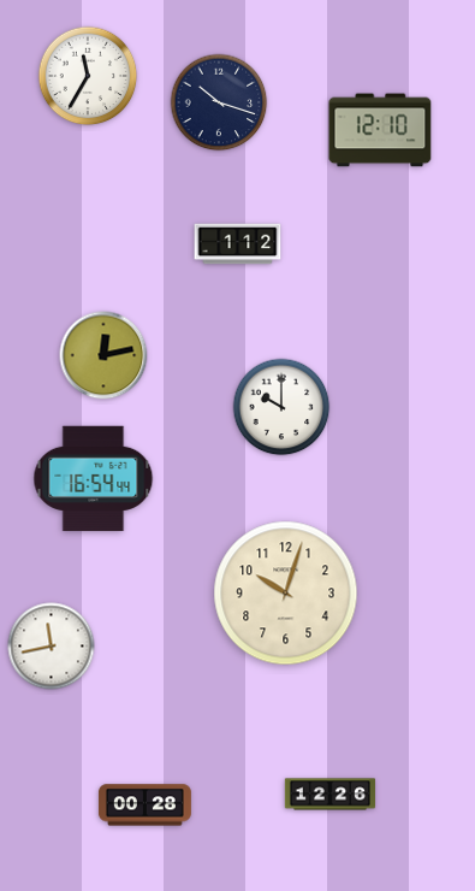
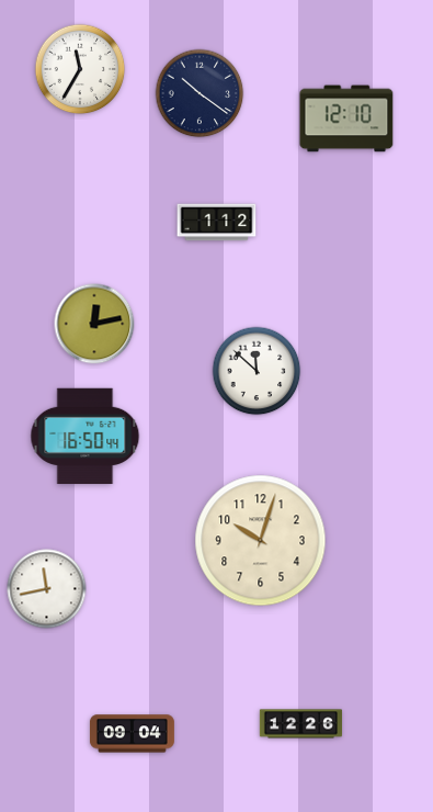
clock at (219, 102): 10:18 -> 10:21
clock at (281, 407): 10:00 -> 11:52
clock at (94, 479): 16:54 -> 16:50
clock at (144, 806): 00:28 -> 09:04
